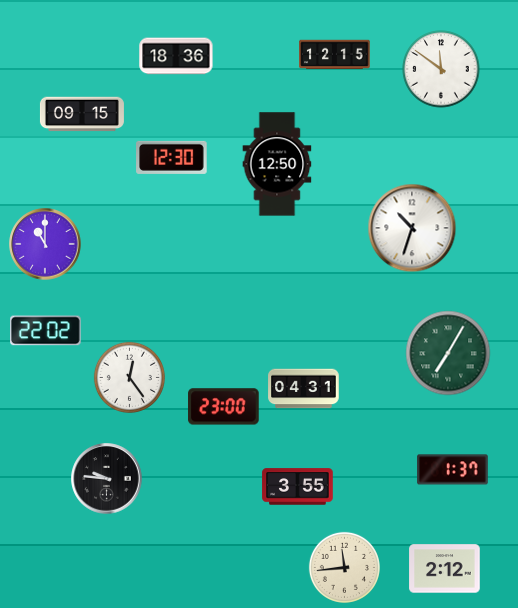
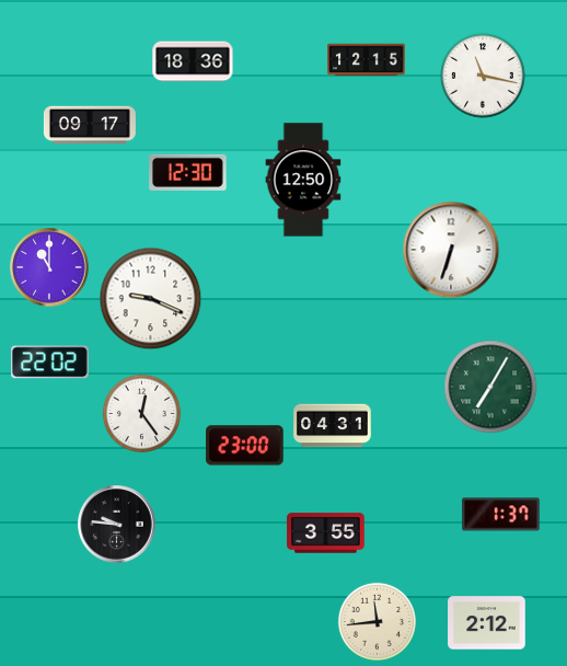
clock at (441, 69): 11:51 -> 11:17
clock at (82, 114): 09:15 -> 09:17
clock at (412, 228): 10:33 -> 6:33
clock at (151, 299): none -> 9:19
clock at (453, 470) position: (453, 470) -> (501, 515)
